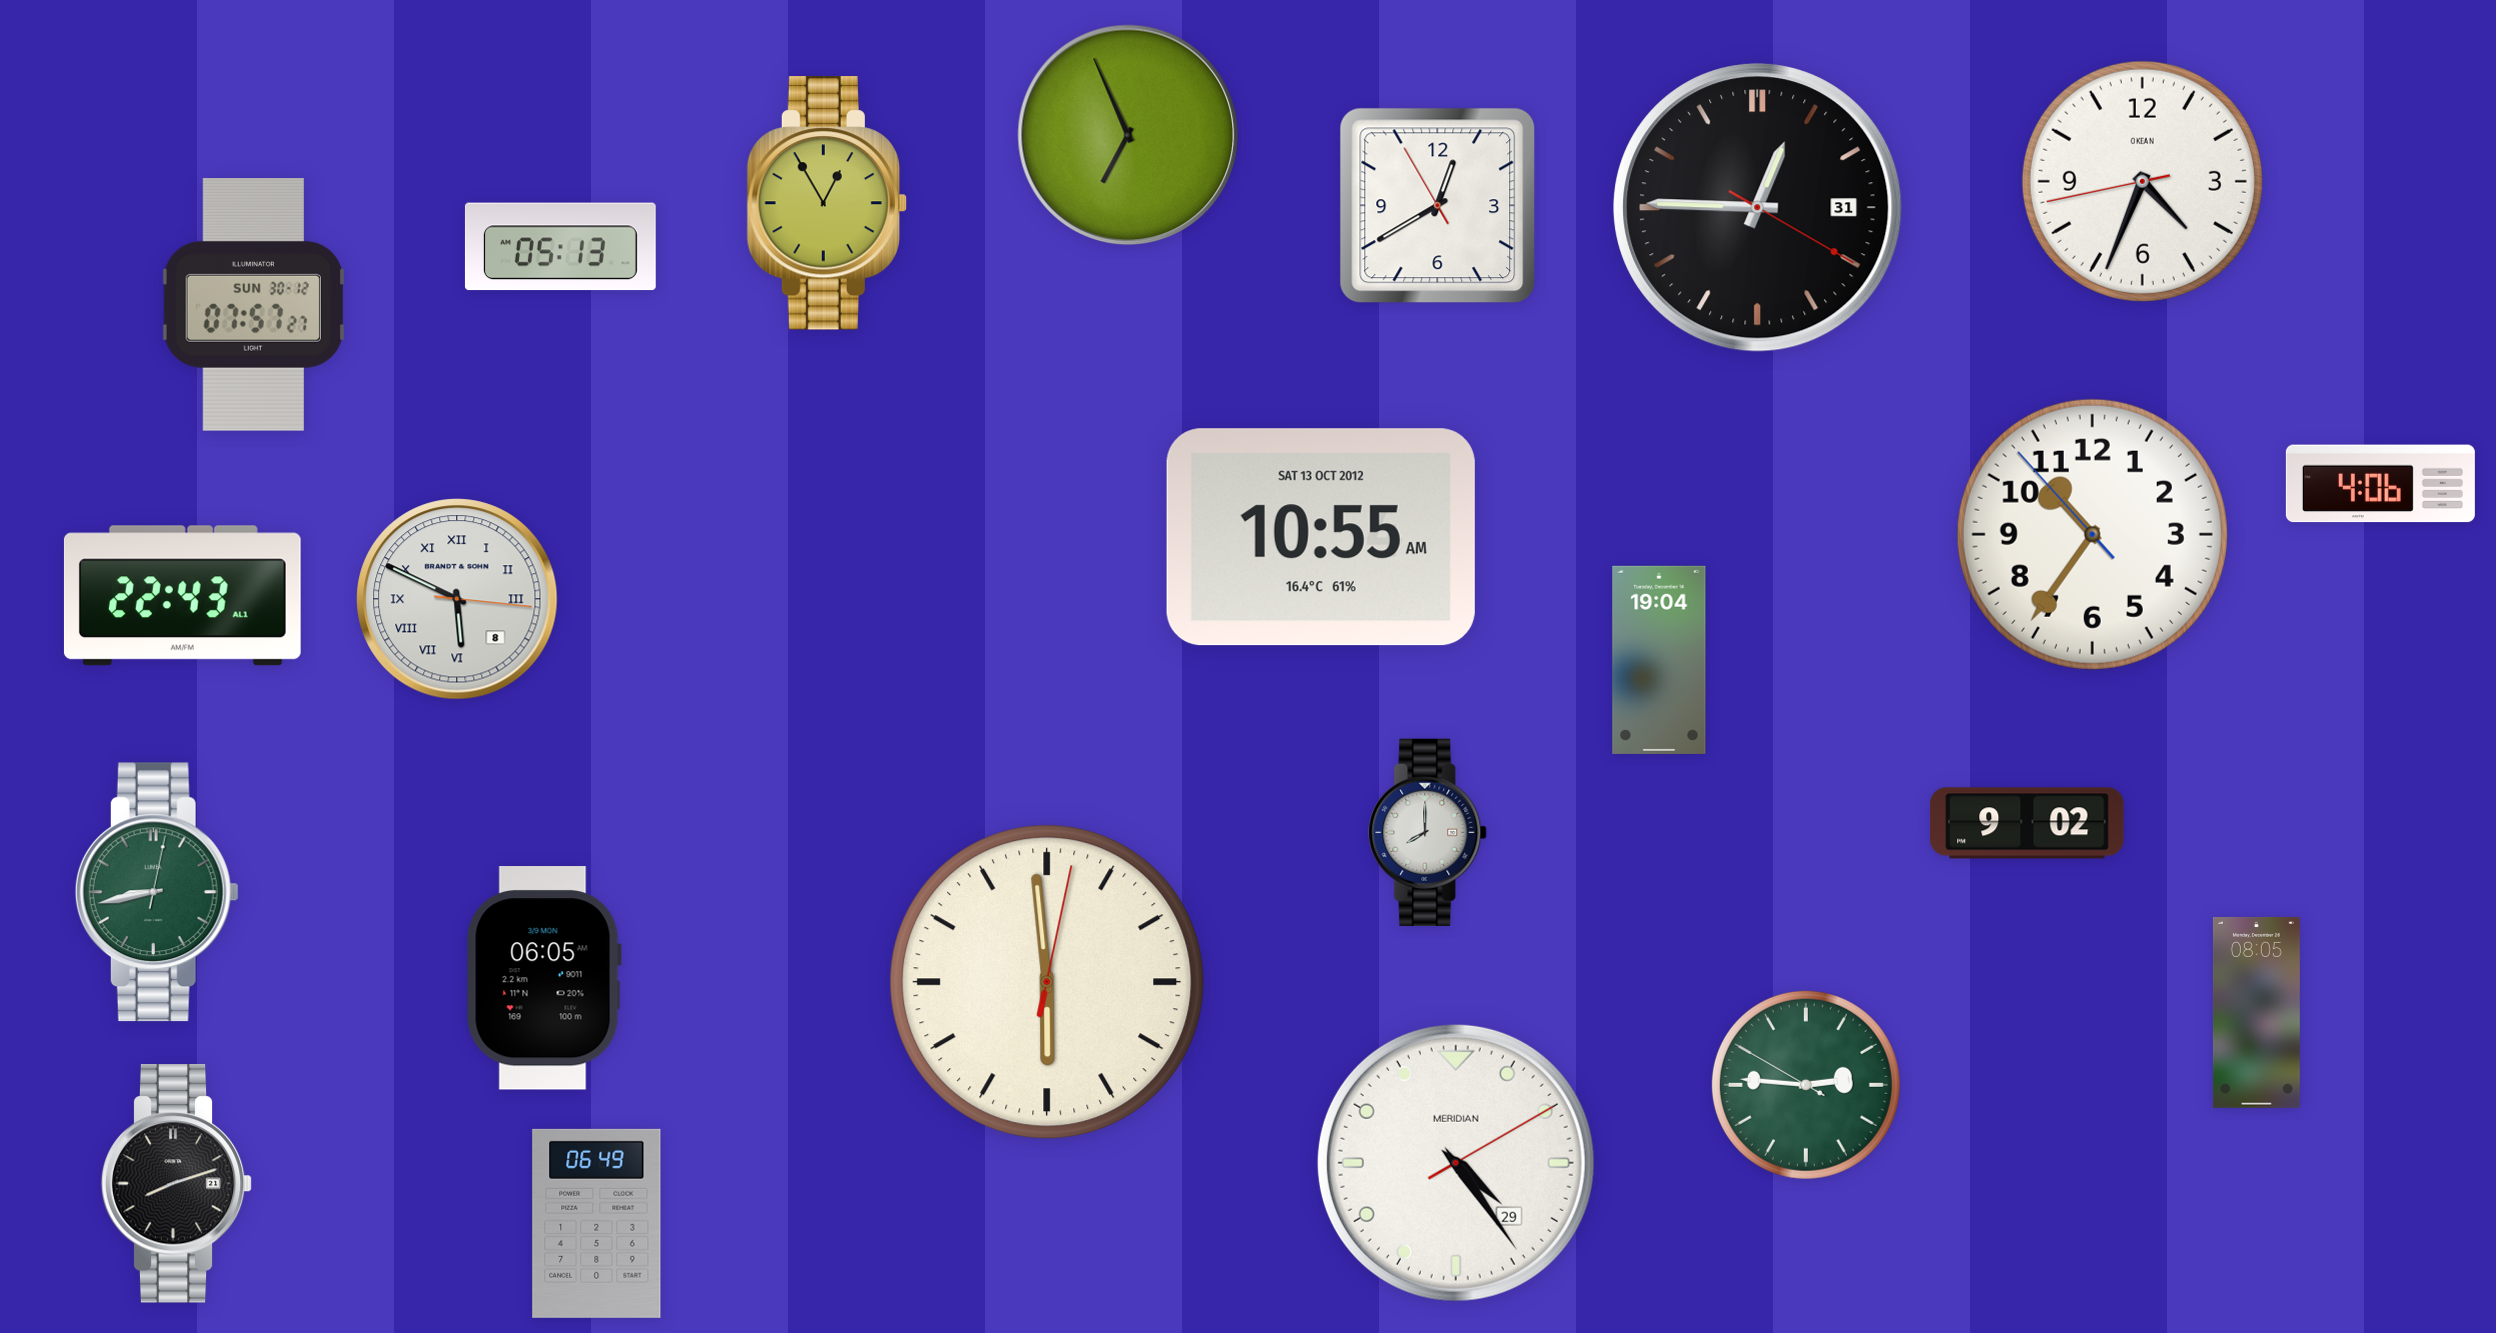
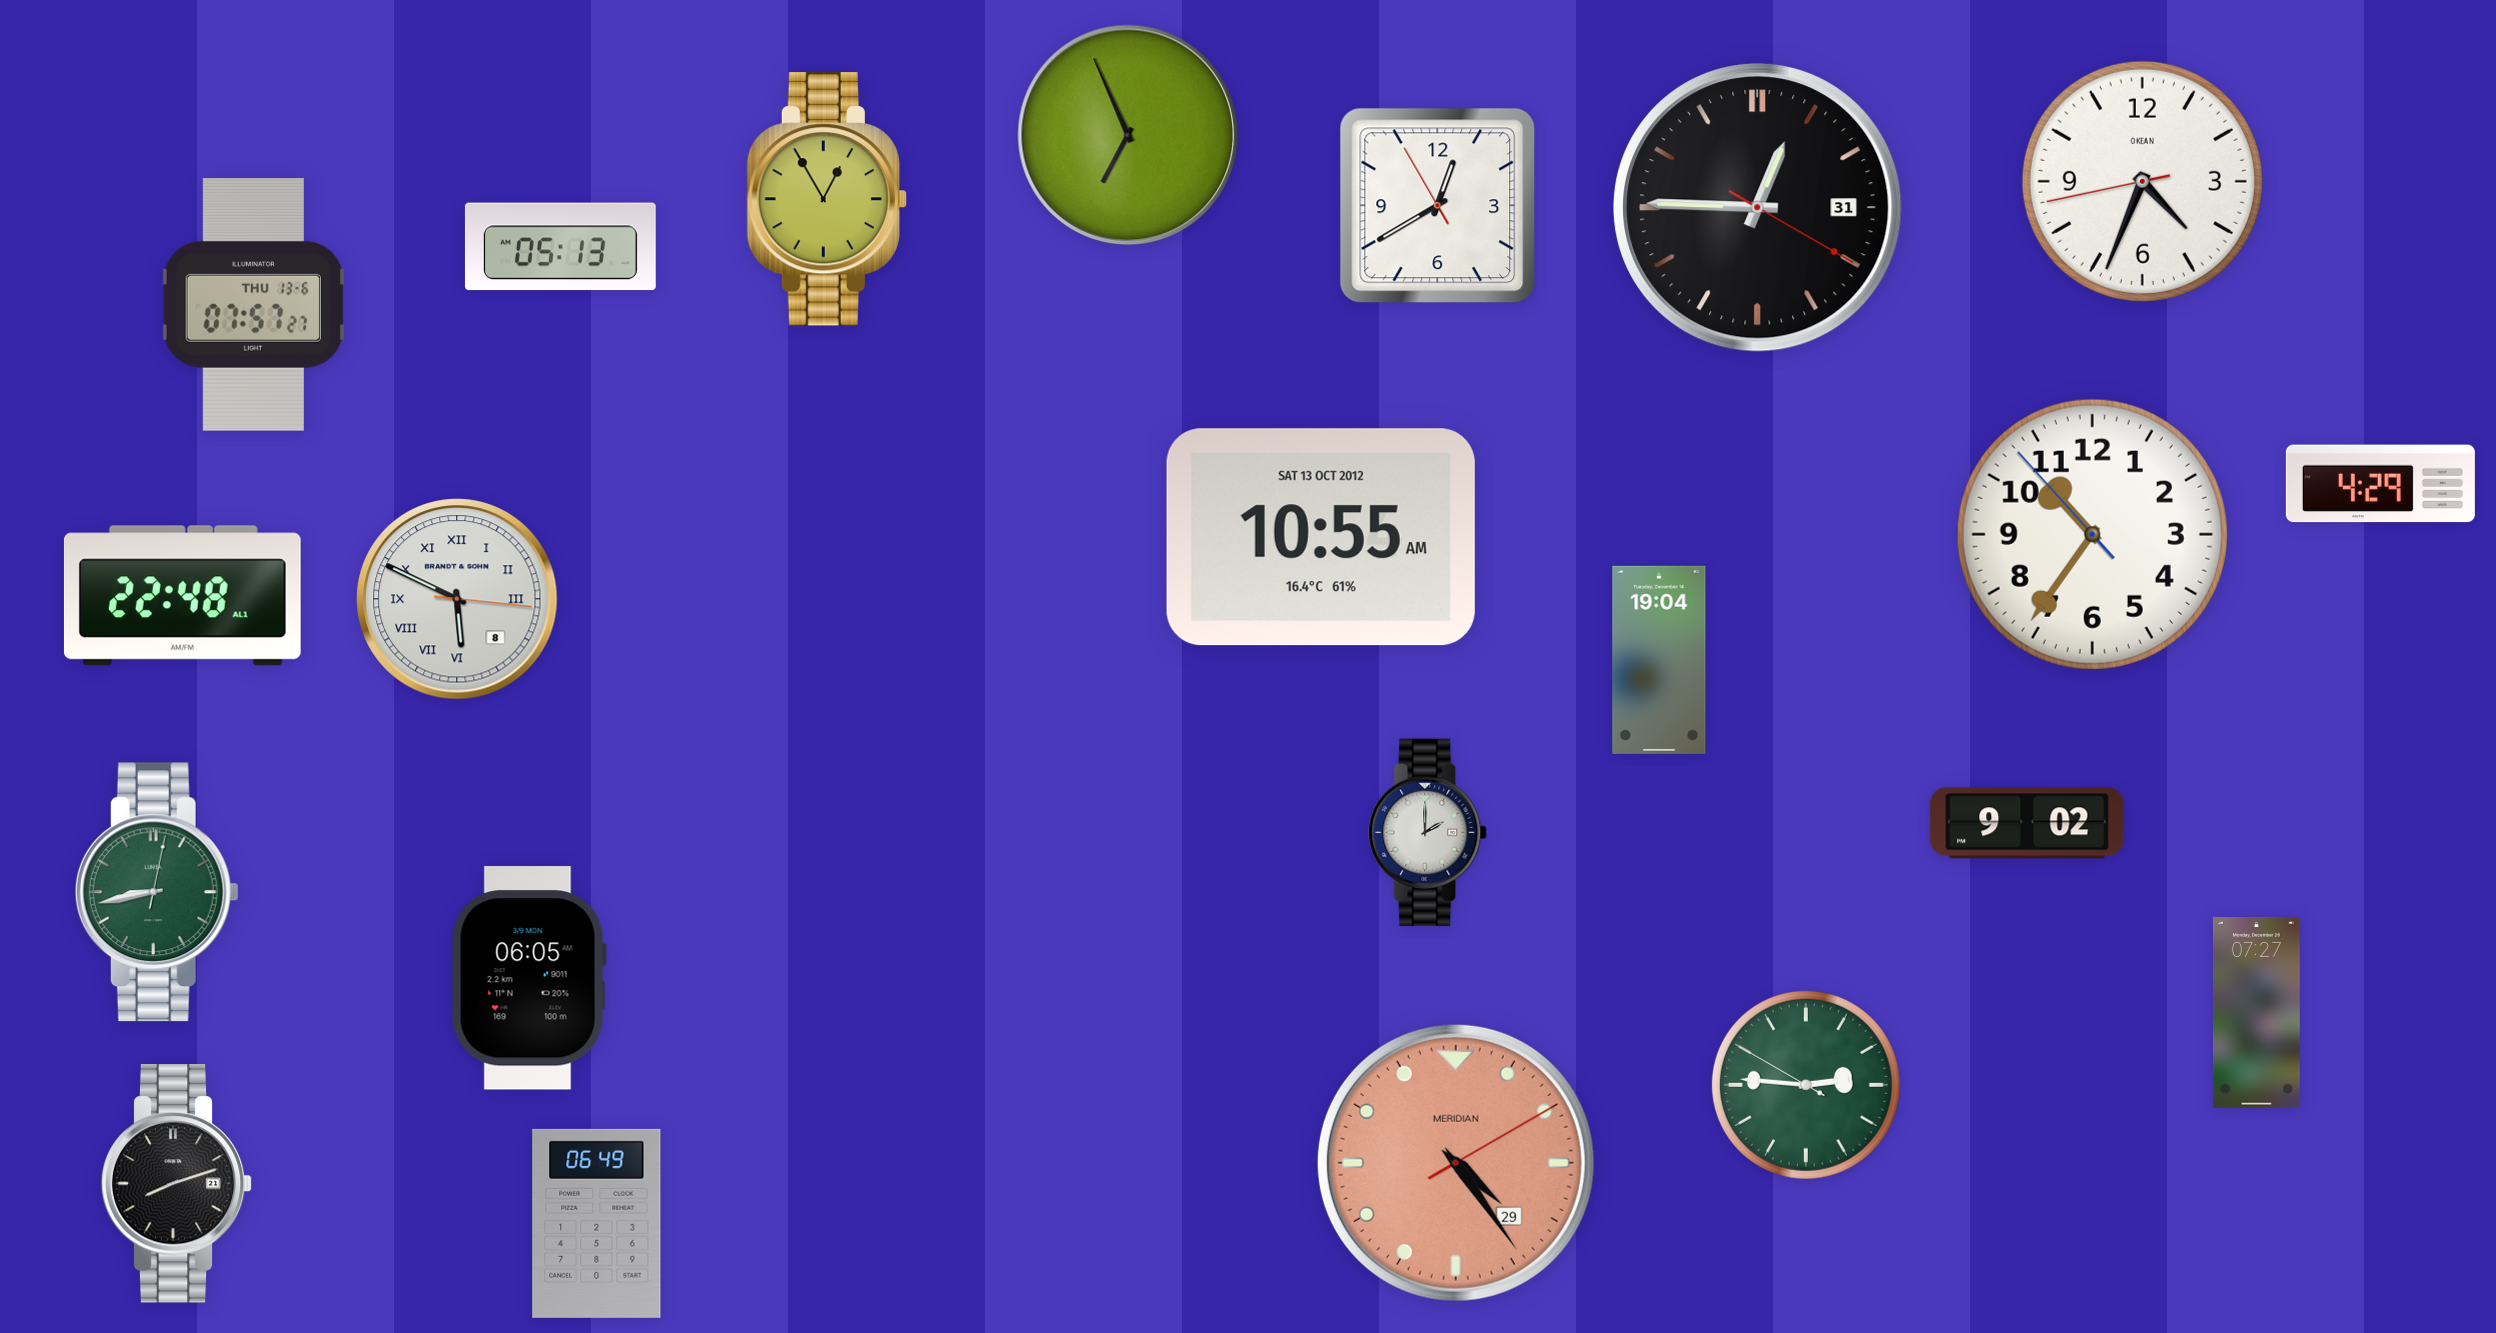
clock at (827, 203) position: (827, 203) -> (827, 199)
clock at (253, 305) date: SUN 30-12 -> THU 13-6
clock at (2380, 484): 4:06 -> 4:29
clock at (182, 596): 22:43 -> 22:48
clock at (1428, 832): 8:00 -> 2:00
clock at (544, 978) position: (544, 978) -> (529, 978)
clock at (1047, 982): 5:59 -> none
clock at (2256, 1012): 08:05 -> 07:27
clock at (1456, 1163) dial: white -> salmon
